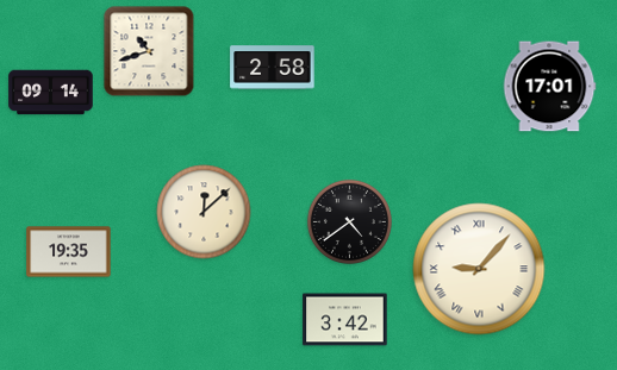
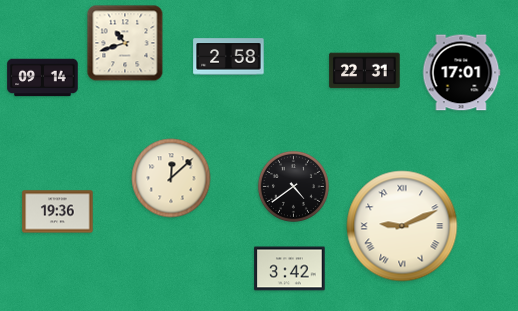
clock at (365, 71): none -> 22:31
clock at (69, 252): 19:35 -> 19:36
clock at (479, 269): 9:07 -> 9:11
